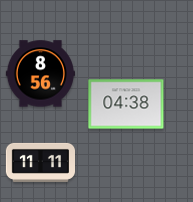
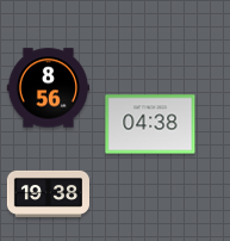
clock at (40, 162): 11:11 -> 19:38
